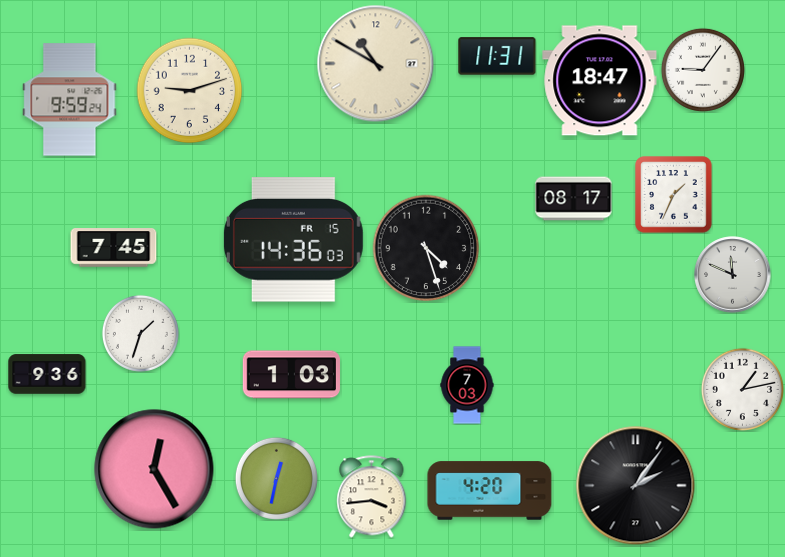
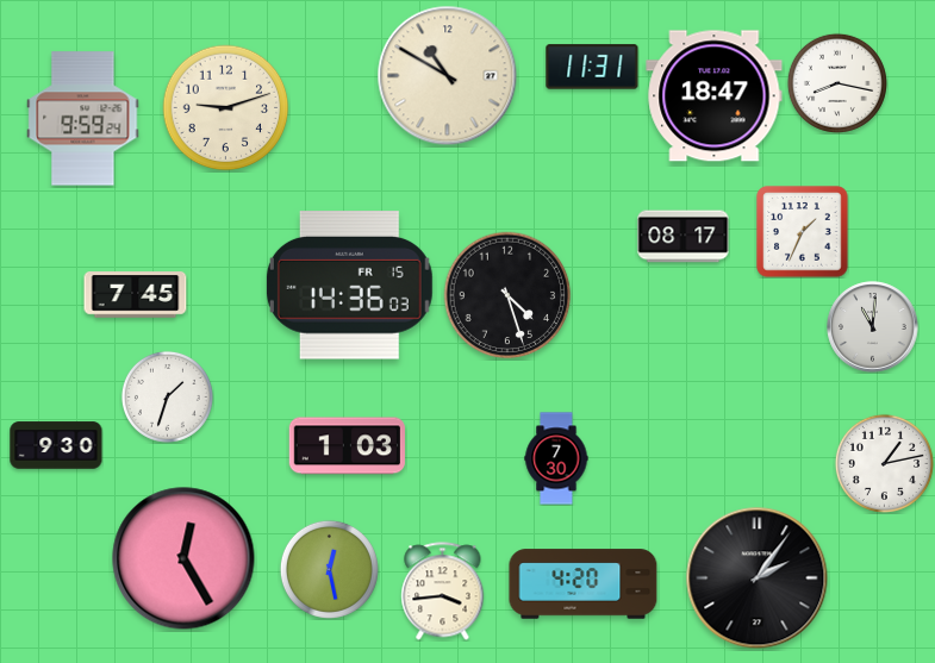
clock at (703, 70): 9:06 -> 8:17
clock at (733, 275): 11:49 -> 11:01
clock at (47, 374): 9:36 -> 9:30
clock at (467, 385): 7:03 -> 7:30
clock at (276, 478): 12:32 -> 12:28
